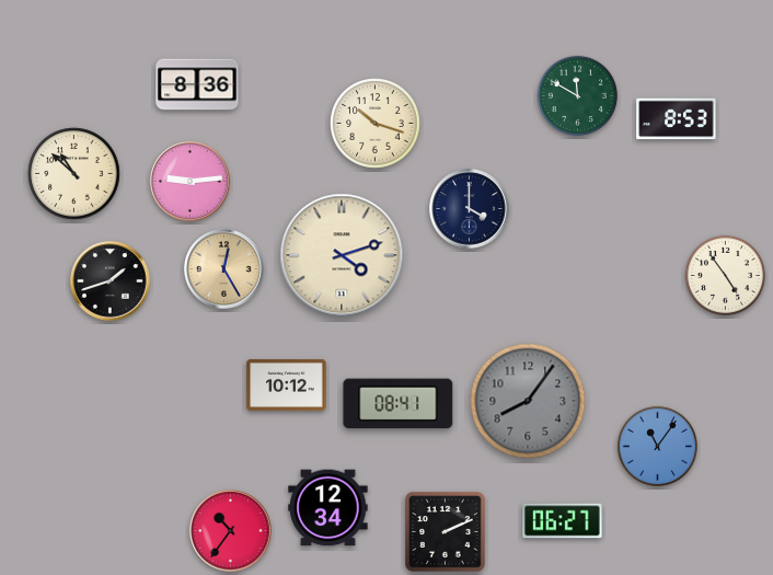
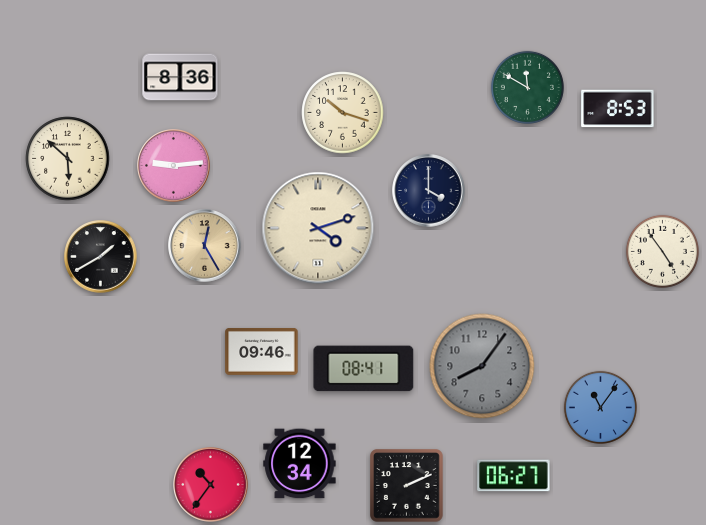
clock at (74, 174): 10:52 -> 5:52
clock at (342, 255) position: (342, 255) -> (318, 228)
clock at (111, 281): 1:42 -> 1:40
clock at (287, 386): 10:12 -> 09:46
